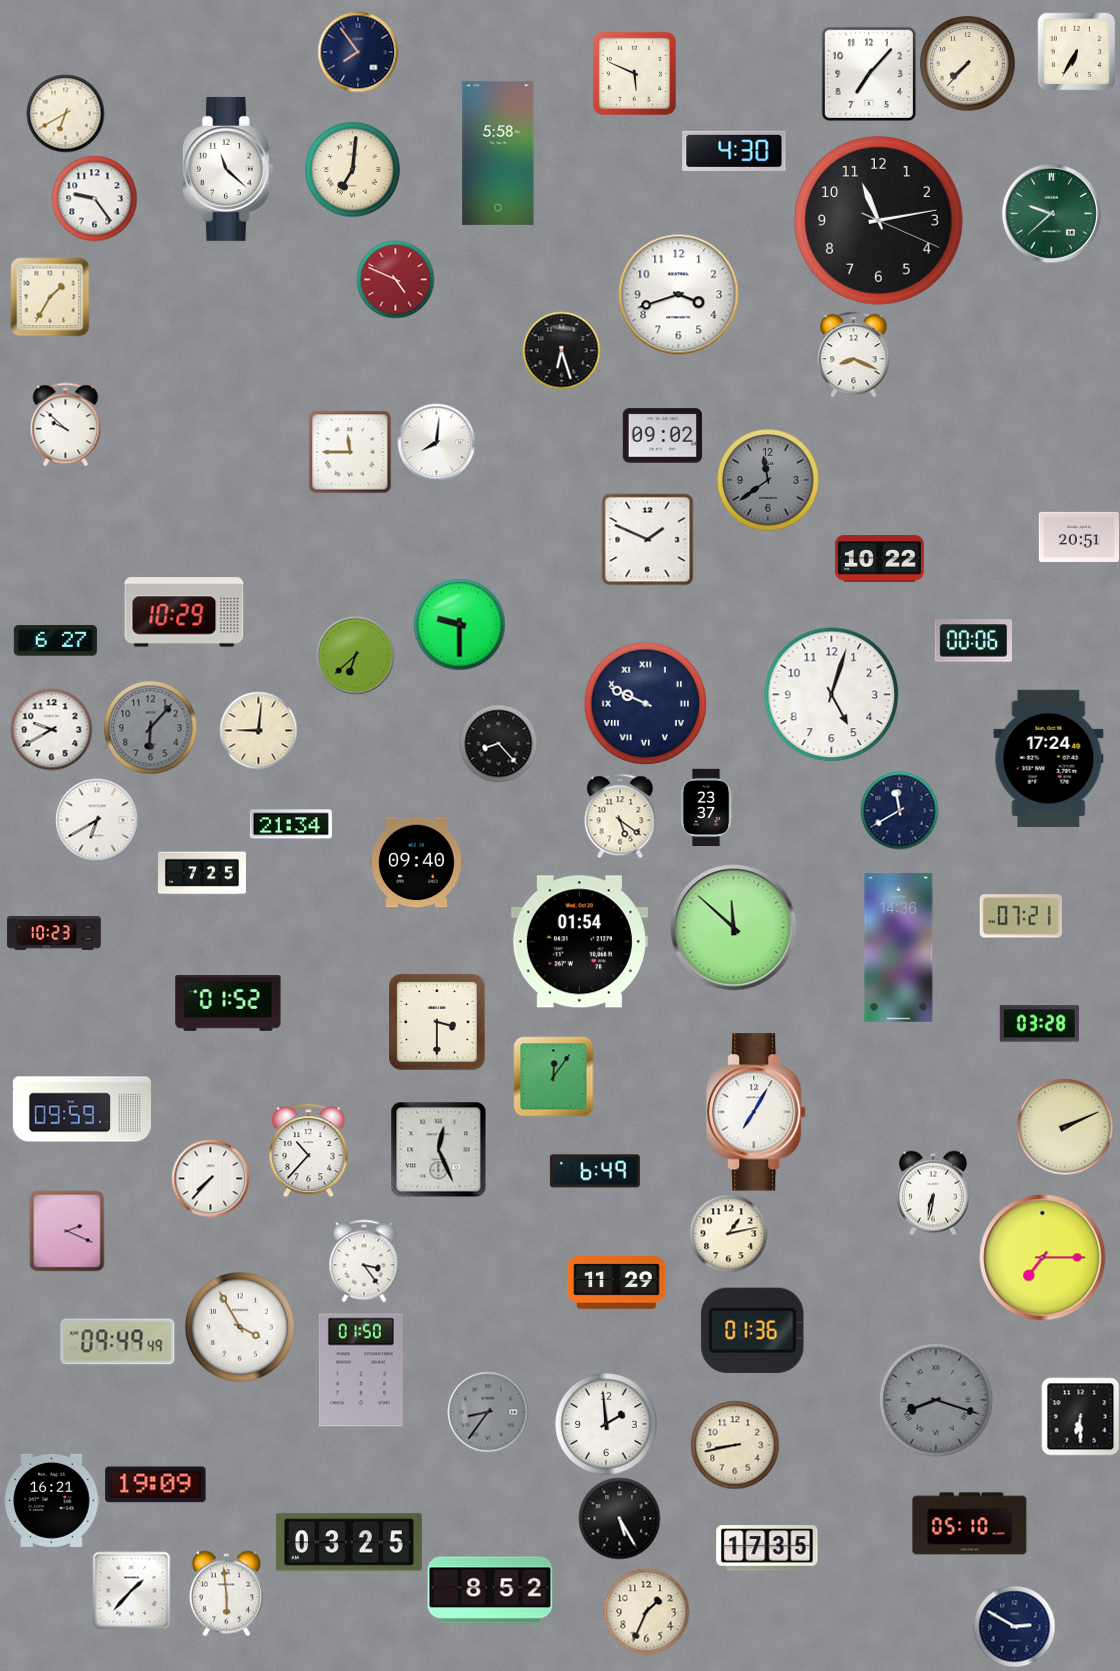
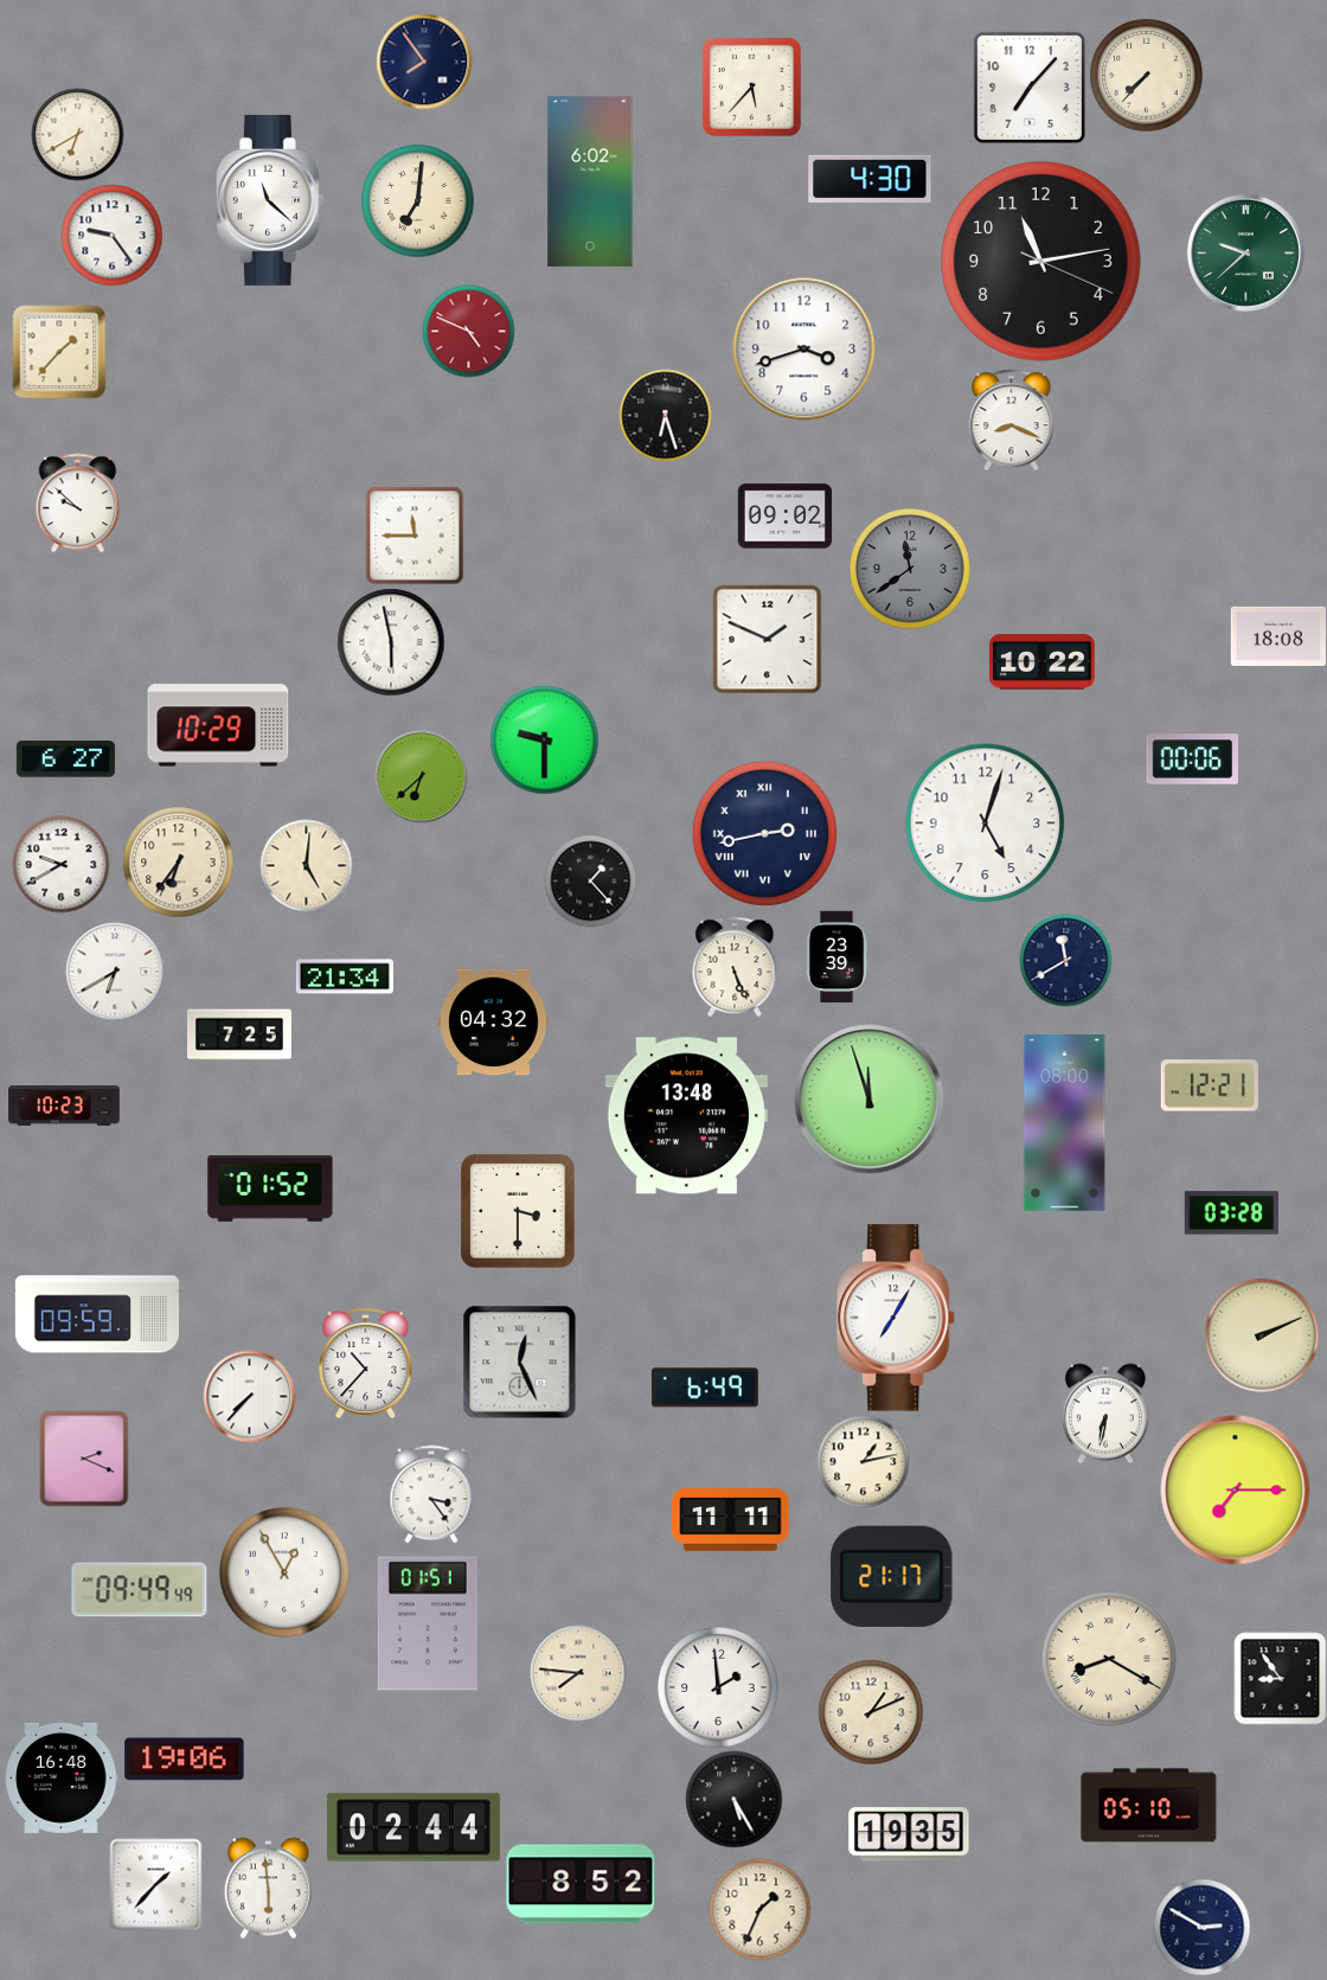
clock at (1076, 51): 6:35 -> none
clock at (634, 73): 5:49 -> 5:37
clock at (498, 153): 5:58 -> 6:02
clock at (50, 297): 1:35 -> 1:37
clock at (436, 442): 8:01 -> none
clock at (1078, 537): 20:51 -> 18:08
clock at (391, 642): none -> 5:58
clock at (973, 641) position: (973, 641) -> (1192, 760)
clock at (645, 703): 9:49 -> 2:43
clock at (150, 727): 6:07 -> 6:36
clock at (150, 727) dial: grey -> cream
clock at (258, 730): 9:01 -> 5:01
clock at (498, 743): 8:23 -> 1:23
clock at (1049, 758): 17:24 -> none
clock at (706, 807): 23:37 -> 23:39
clock at (620, 816): 5:21 -> 5:26
clock at (417, 863): 09:40 -> 04:32
clock at (1021, 916): 07:21 -> 12:21
clock at (734, 928): 11:52 -> 11:57
clock at (579, 942): 01:54 -> 13:48
clock at (899, 948): 14:36 -> 08:00
clock at (553, 1076): 12:06 -> none
clock at (67, 1231) position: (67, 1231) -> (84, 1459)
clock at (617, 1283): 11:29 -> 11:11
clock at (240, 1327): 3:55 -> 12:55
clock at (753, 1330): 01:36 -> 21:17
clock at (361, 1370): 01:50 -> 01:51
clock at (936, 1400): 8:18 -> 8:20
clock at (936, 1400) dial: grey -> cream
clock at (488, 1412): 8:36 -> 7:46
clock at (488, 1412) dial: grey -> cream
clock at (1080, 1416): 6:30 -> 8:54
clock at (735, 1445): 8:43 -> 1:11
clock at (156, 1485): 19:09 -> 19:06
clock at (52, 1500): 16:21 -> 16:48
clock at (349, 1542): 03:25 -> 02:44
clock at (767, 1548): 17:35 -> 19:35
clock at (646, 1611) position: (646, 1611) -> (759, 1909)
